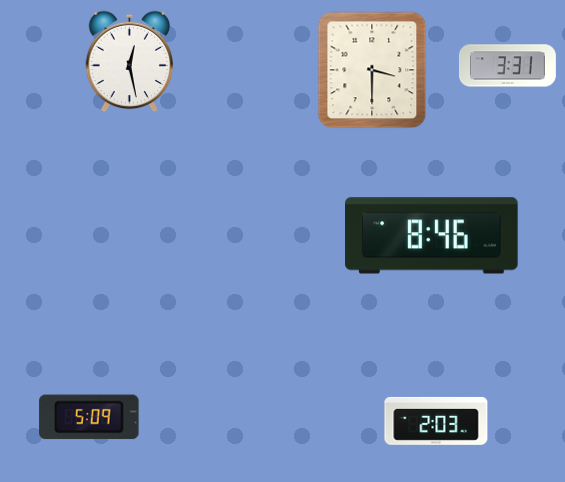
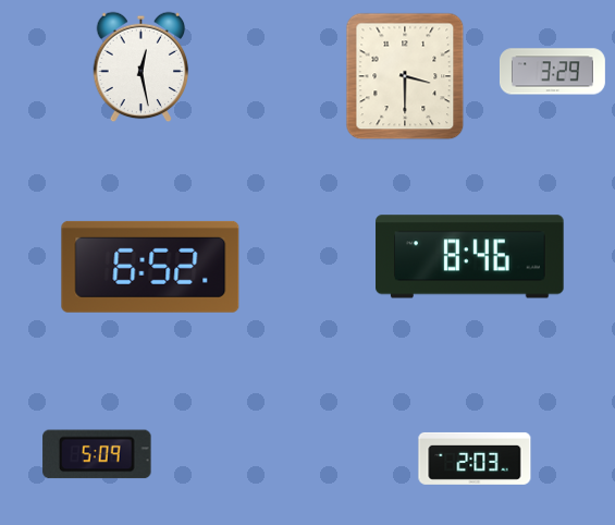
clock at (507, 66): 3:31 -> 3:29
clock at (150, 267): none -> 6:52
